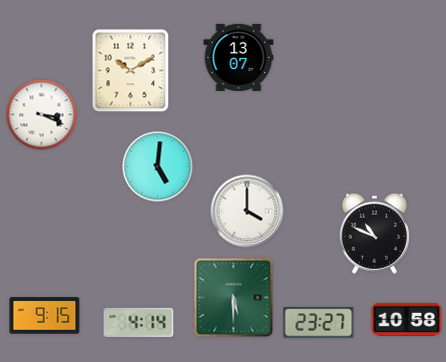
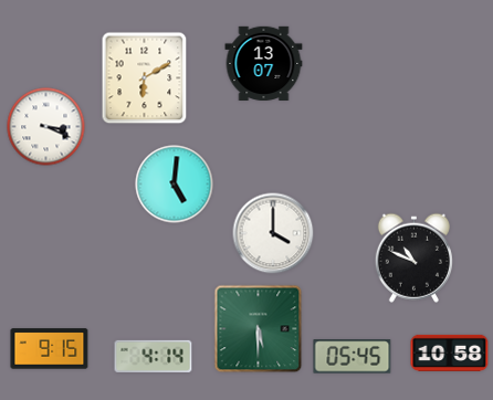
clock at (131, 71): 10:10 -> 6:10
clock at (319, 323): 23:27 -> 05:45
